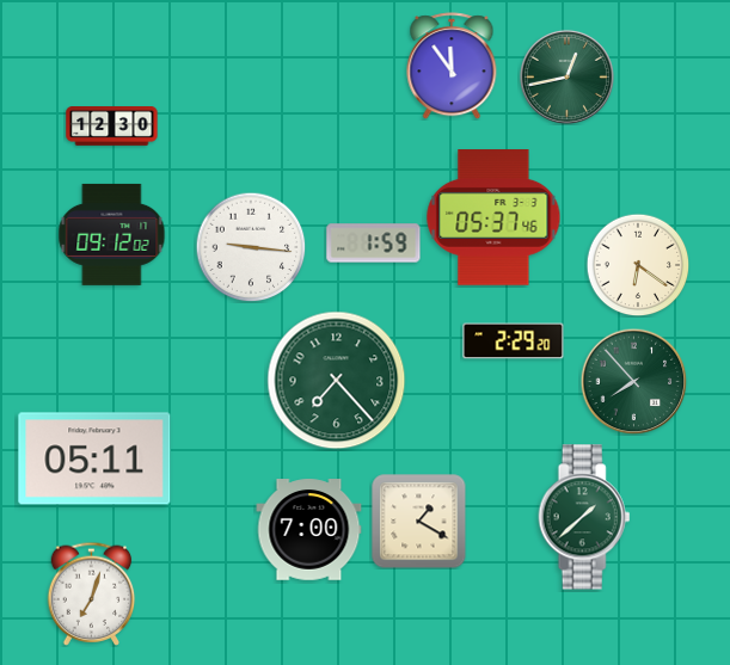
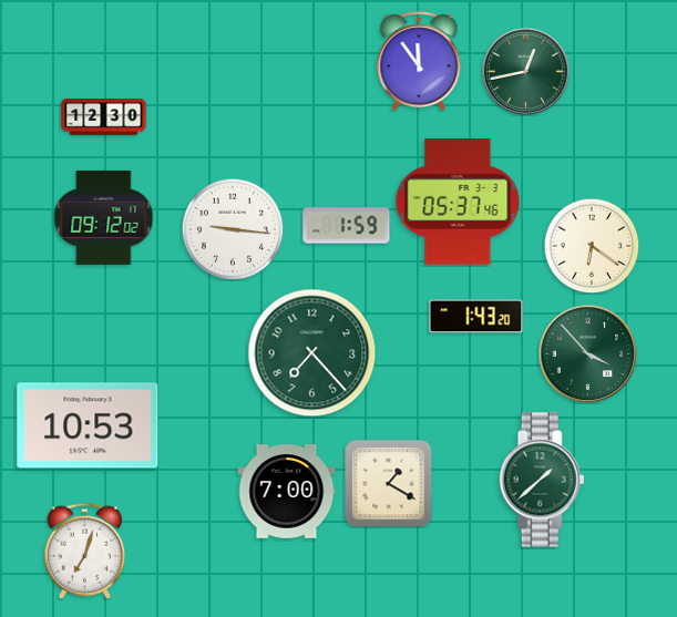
clock at (514, 341): 2:29 -> 1:43
clock at (633, 381): 7:53 -> 3:53
clock at (94, 458): 05:11 -> 10:53
